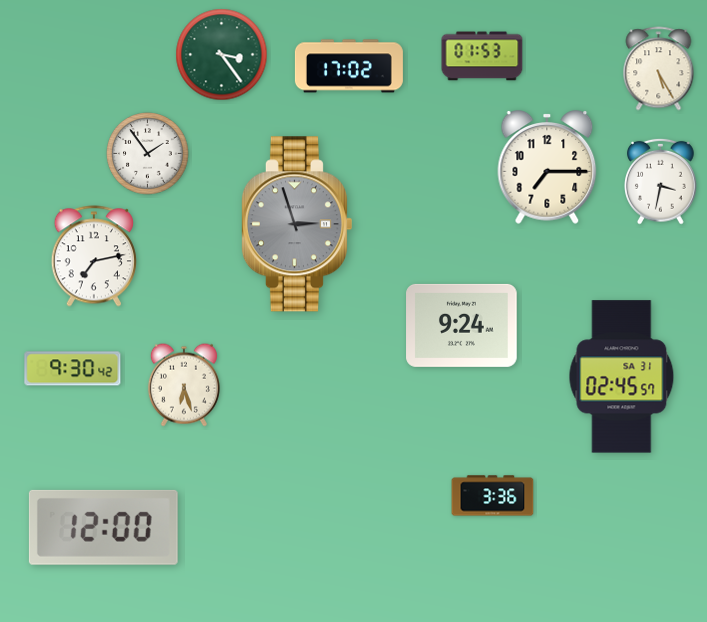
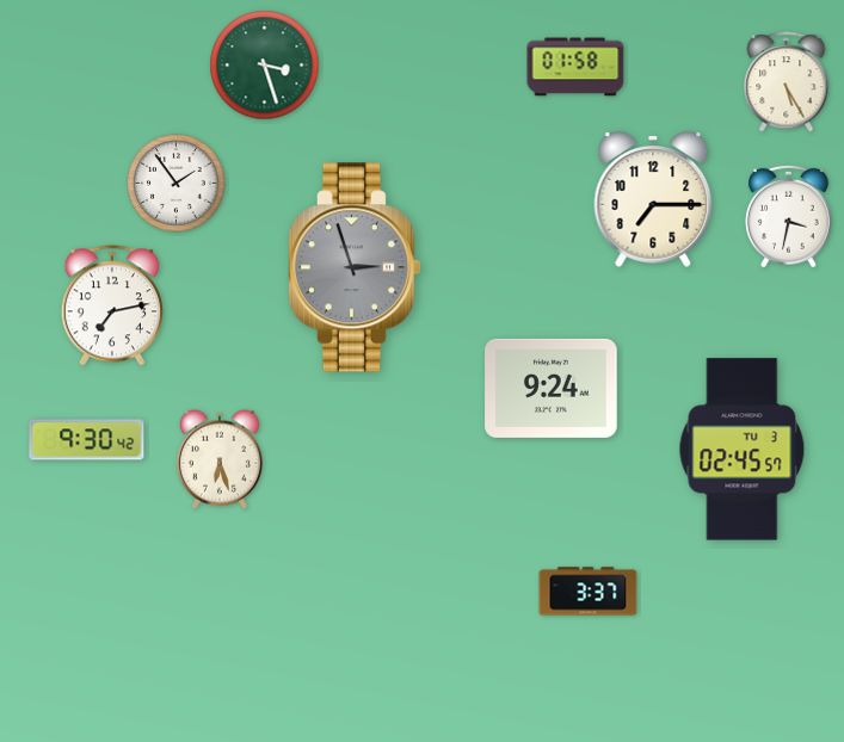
clock at (222, 55): 3:24 -> 3:27
clock at (482, 56): 01:53 -> 01:58
clock at (349, 66): 17:02 -> none
clock at (622, 377) date: SA 31 -> TU 3
clock at (493, 496): 3:36 -> 3:37
clock at (103, 527): 12:00 -> none
